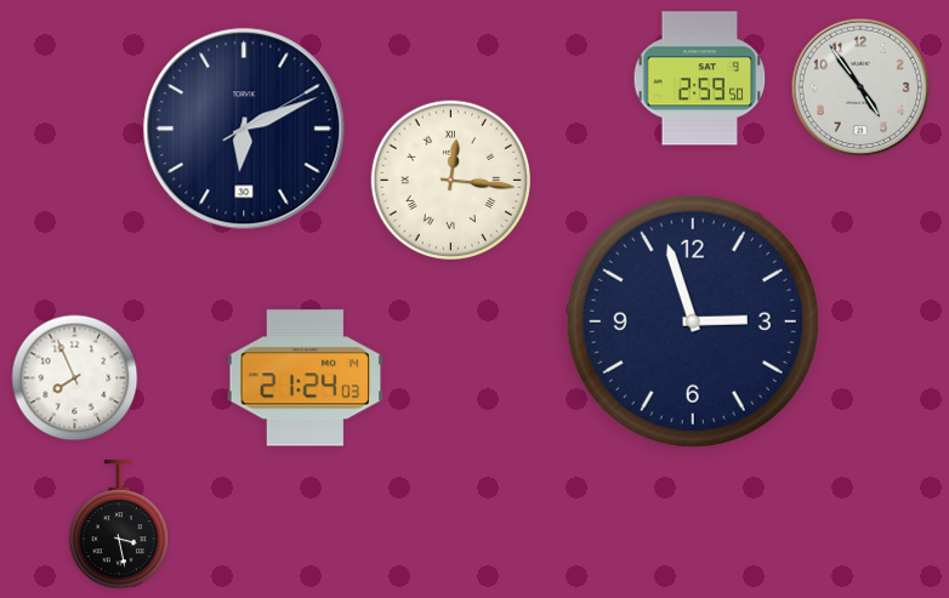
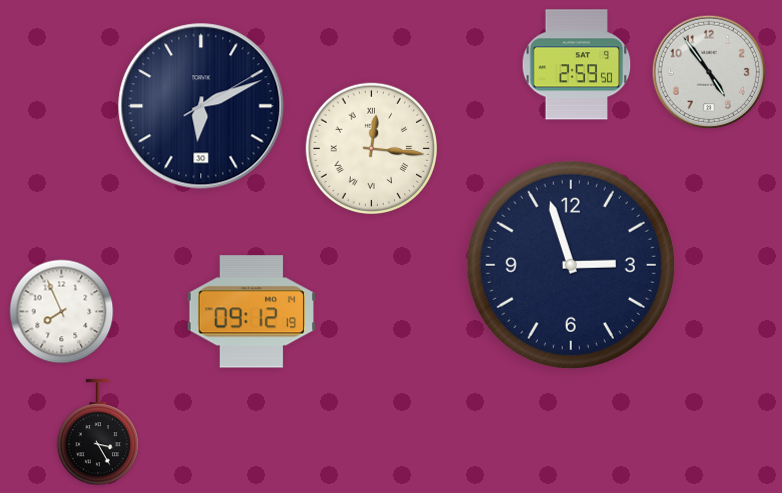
clock at (306, 378): 21:24 -> 09:12
clock at (119, 525): 3:28 -> 3:25
